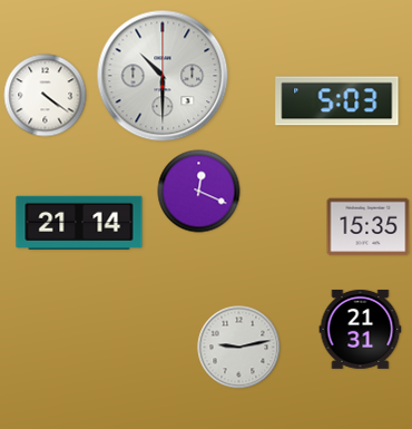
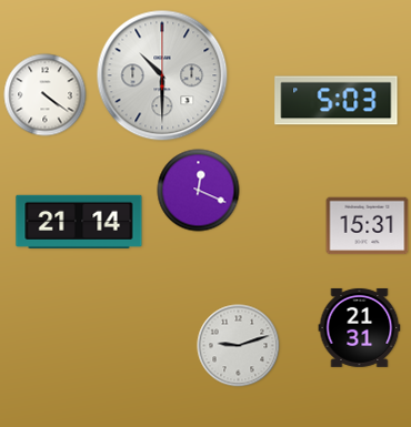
clock at (369, 227): 15:35 -> 15:31
clock at (239, 348): 9:13 -> 9:12
